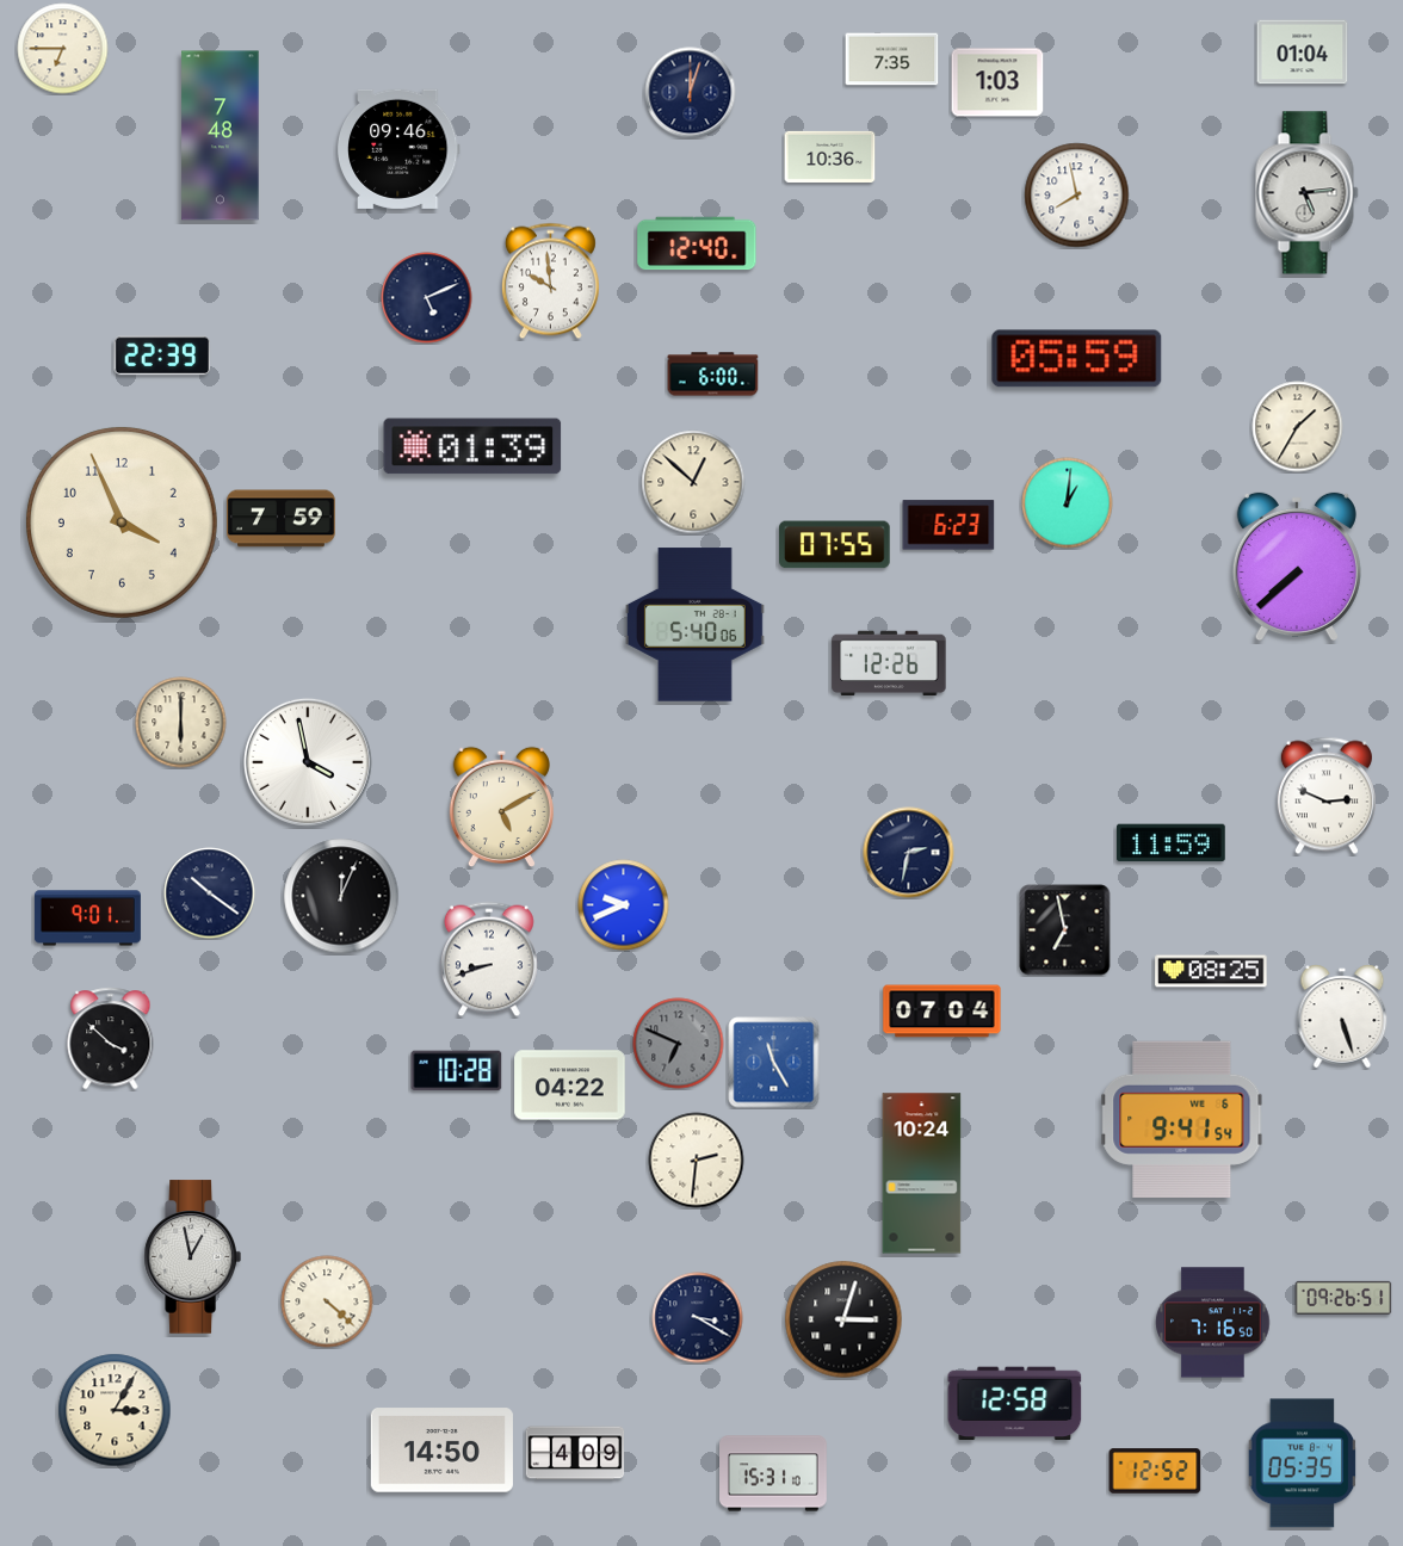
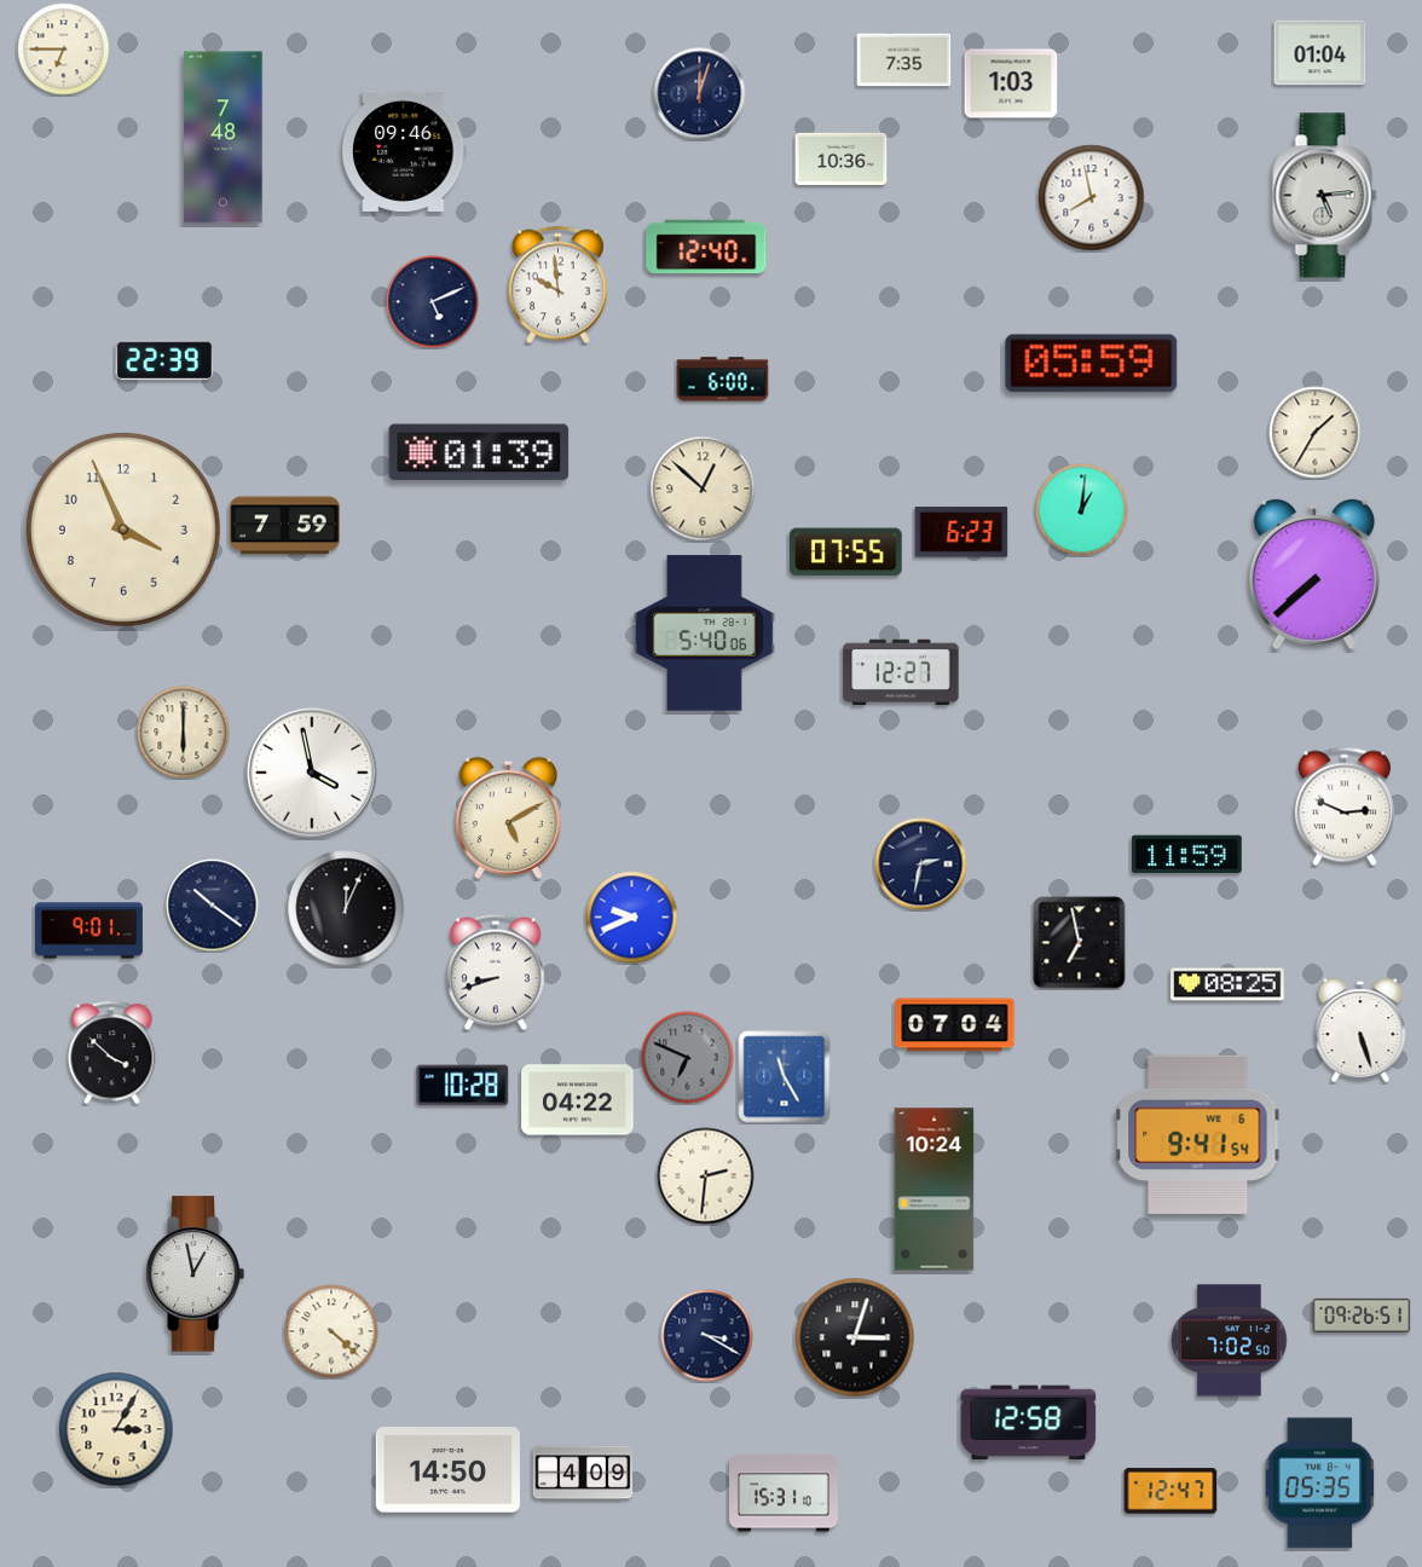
clock at (889, 663): 12:26 -> 12:27
clock at (327, 1301) position: (327, 1301) -> (331, 1331)
clock at (1213, 1323): 7:16 -> 7:02
clock at (1155, 1471): 12:52 -> 12:47
